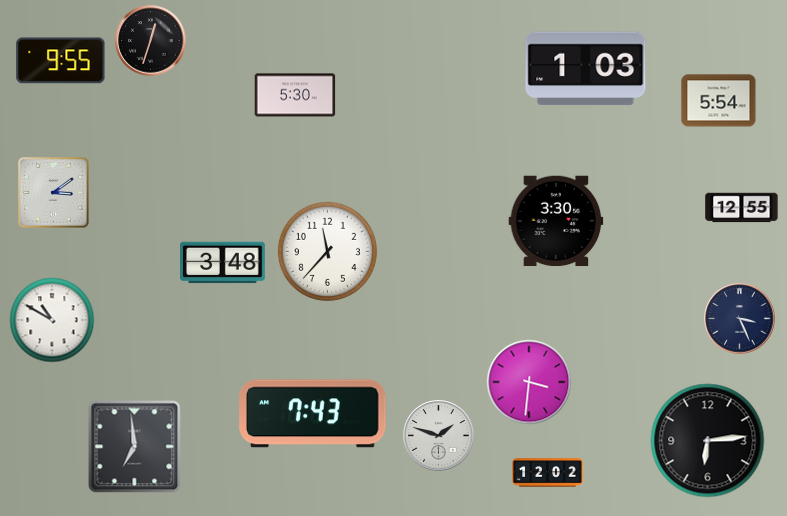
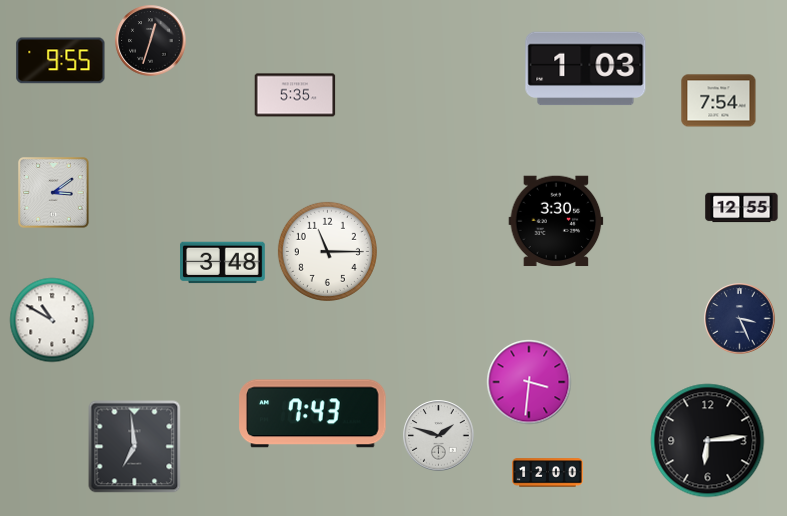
clock at (295, 95): 5:30 -> 5:35
clock at (719, 101): 5:54 -> 7:54
clock at (327, 251): 11:37 -> 11:15
clock at (548, 473): 12:02 -> 12:00
